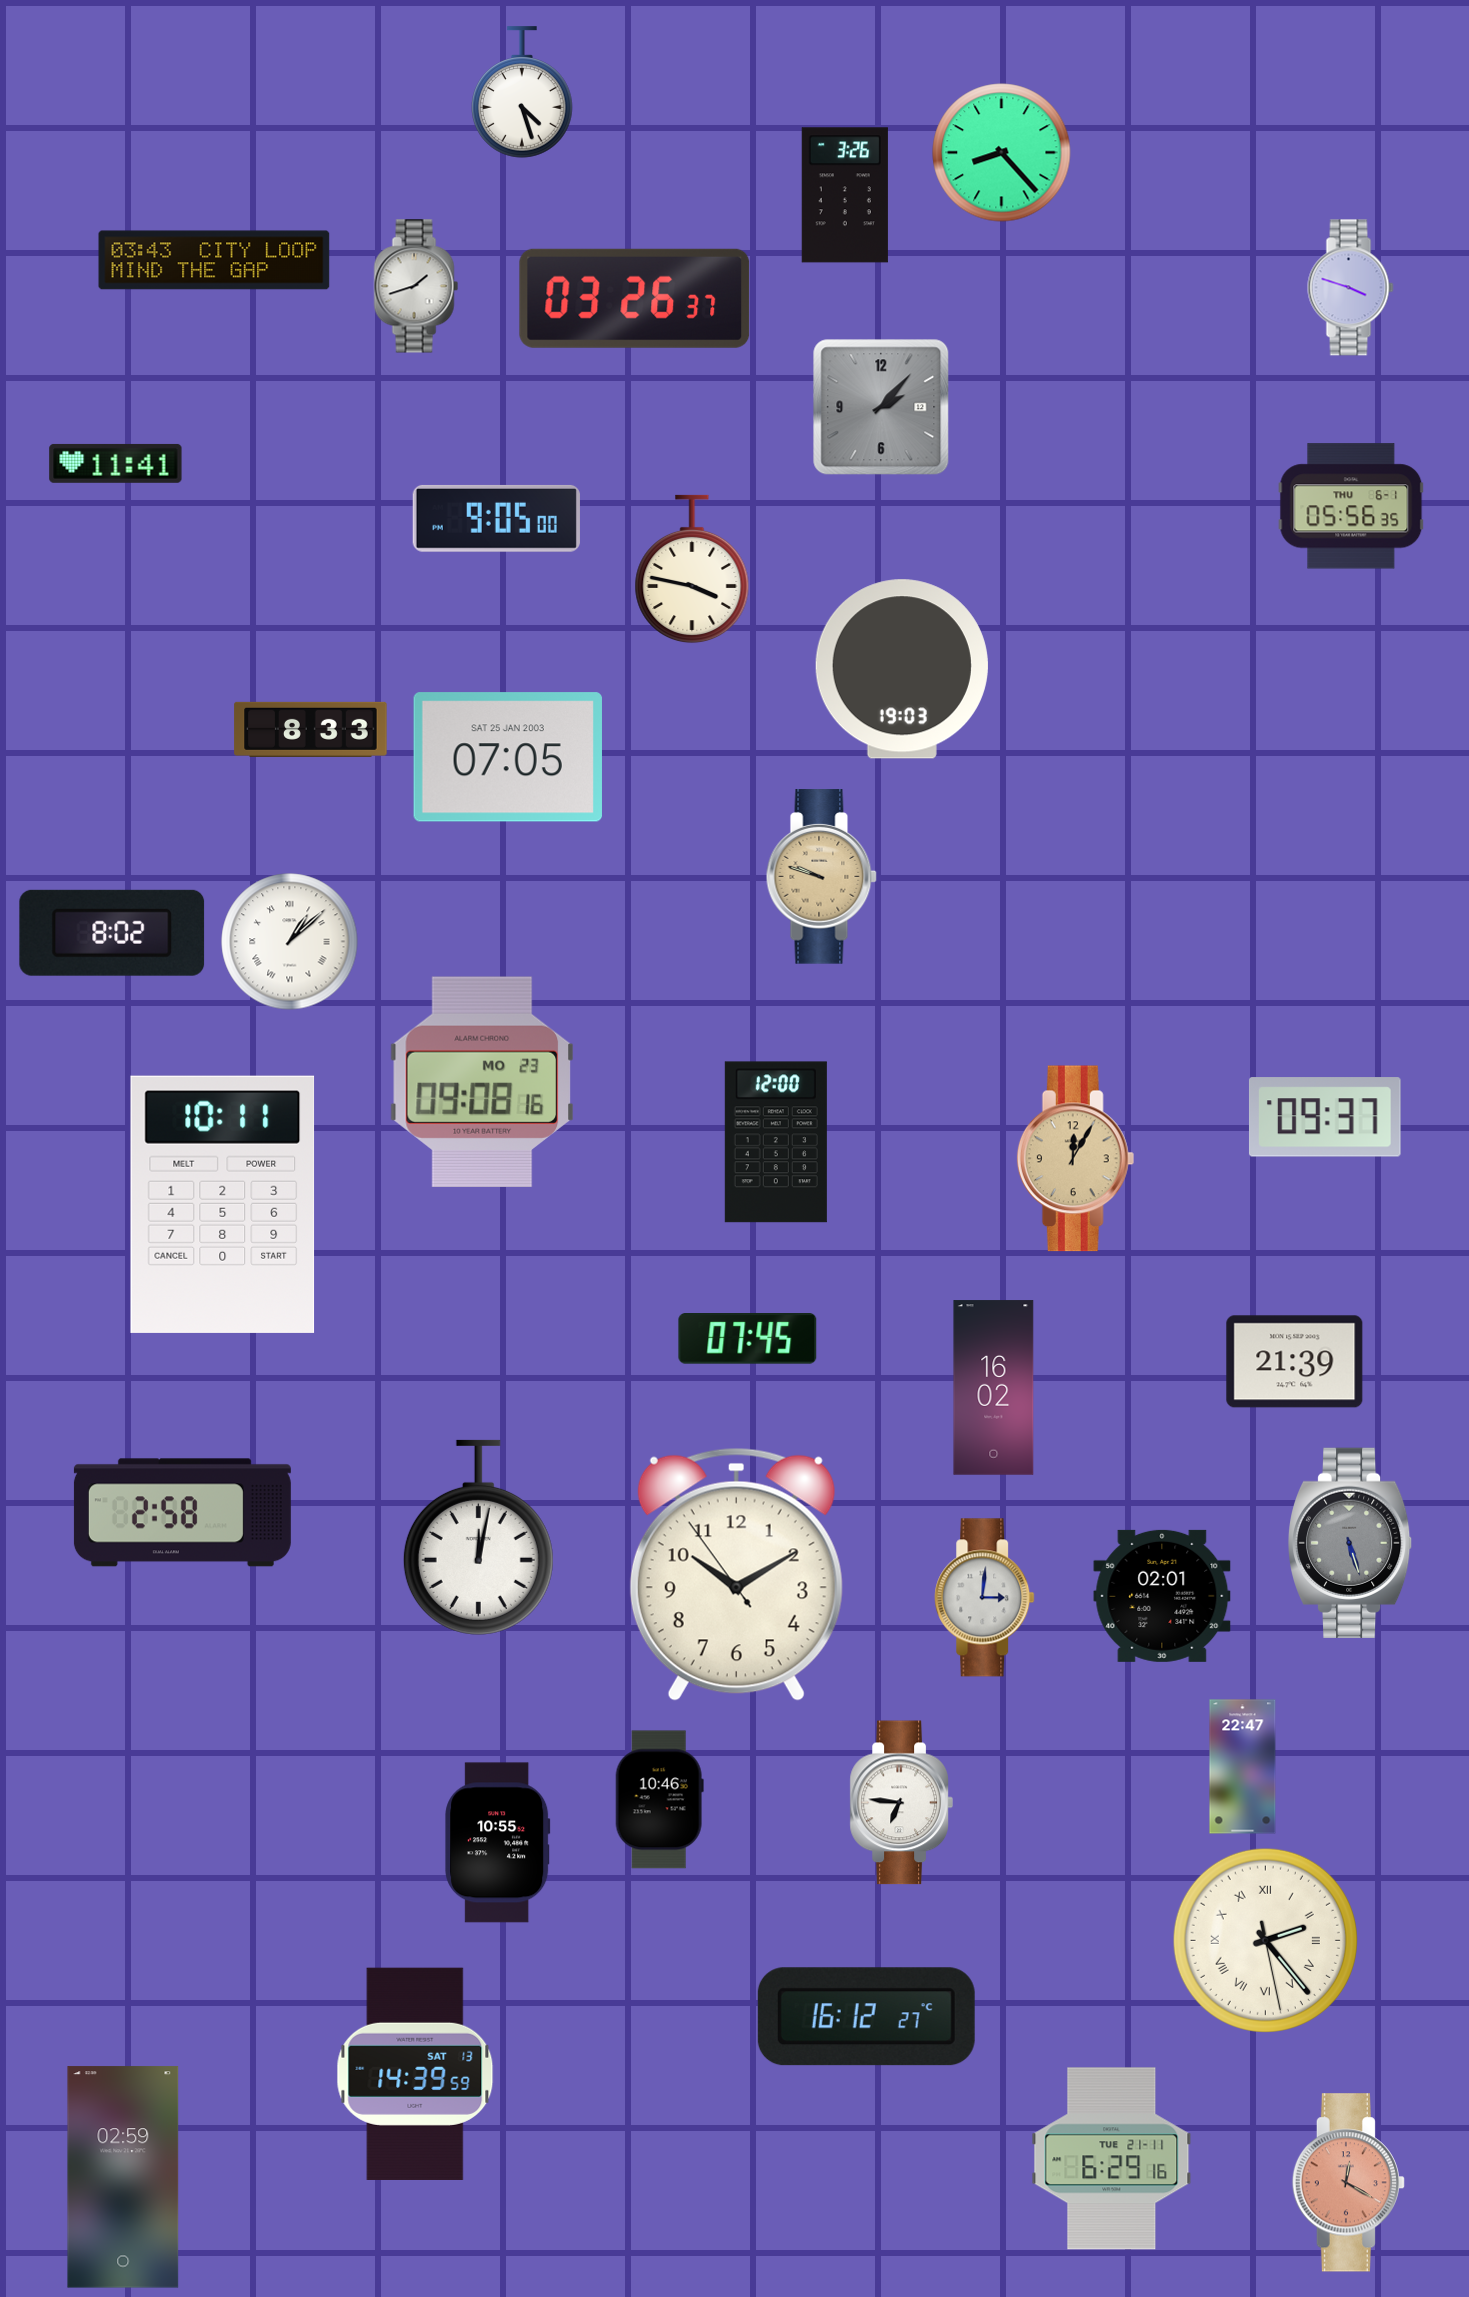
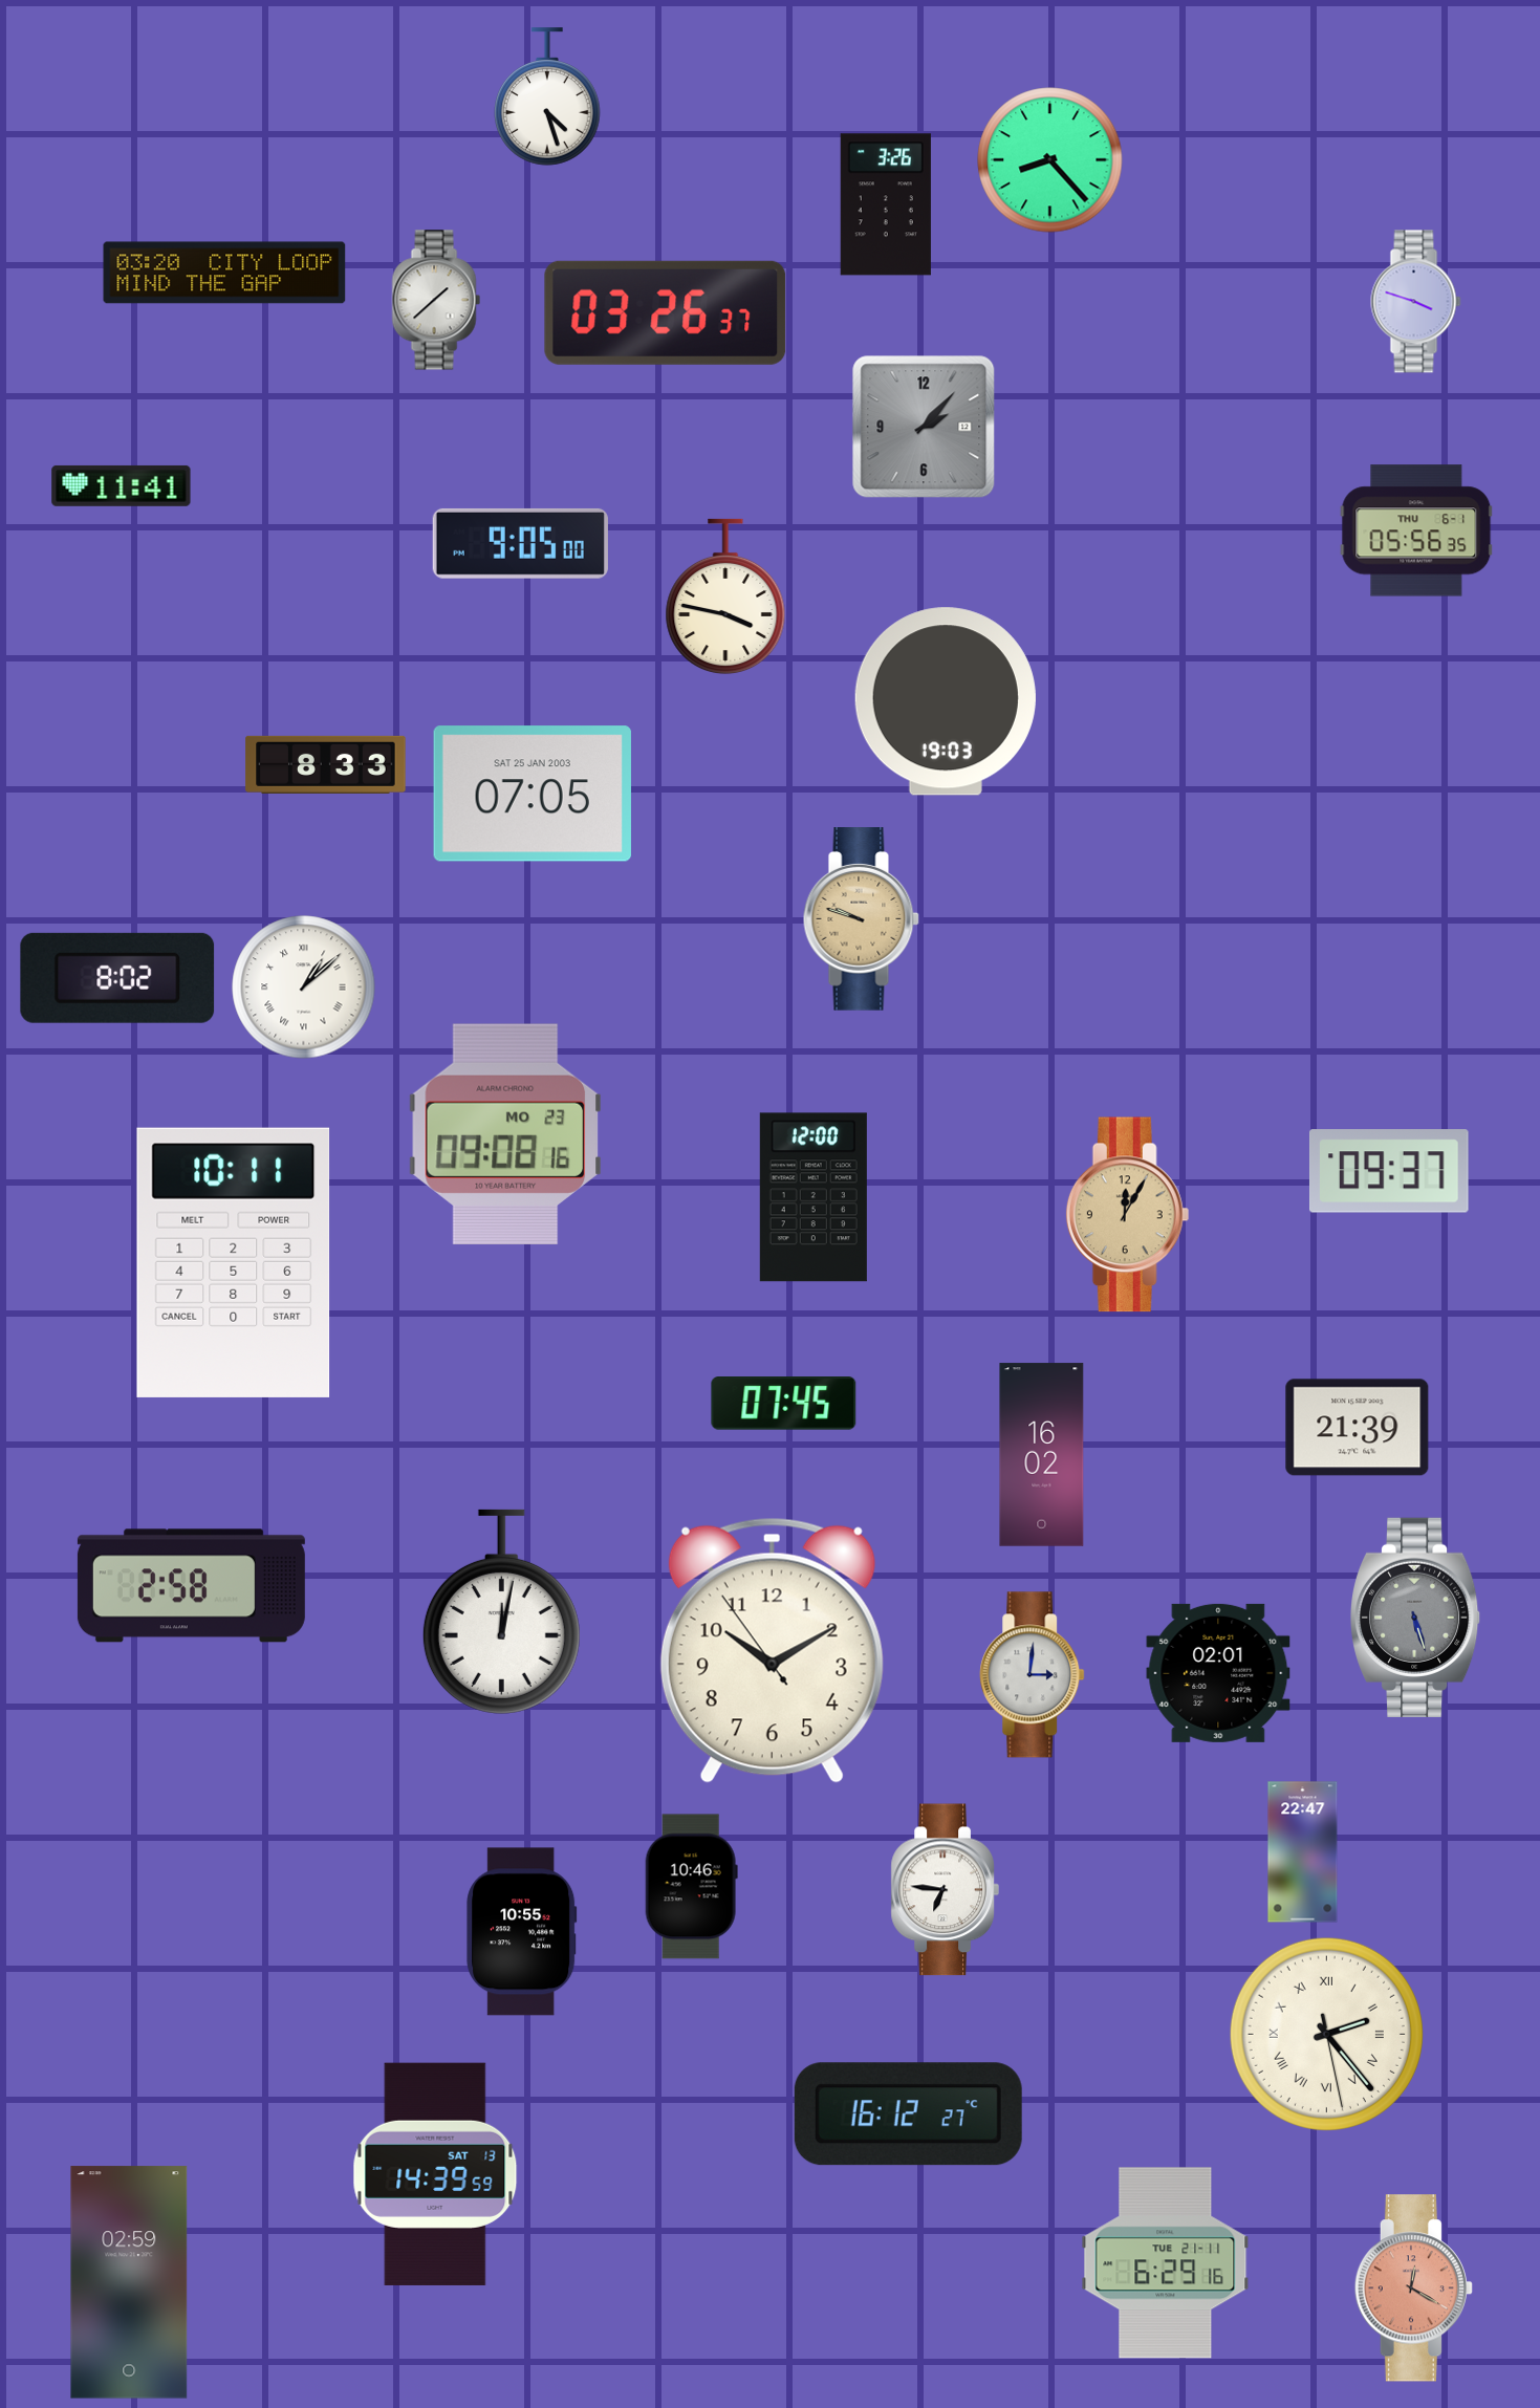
clock at (214, 260): 03:43 -> 03:20
clock at (416, 286): 1:42 -> 1:38
